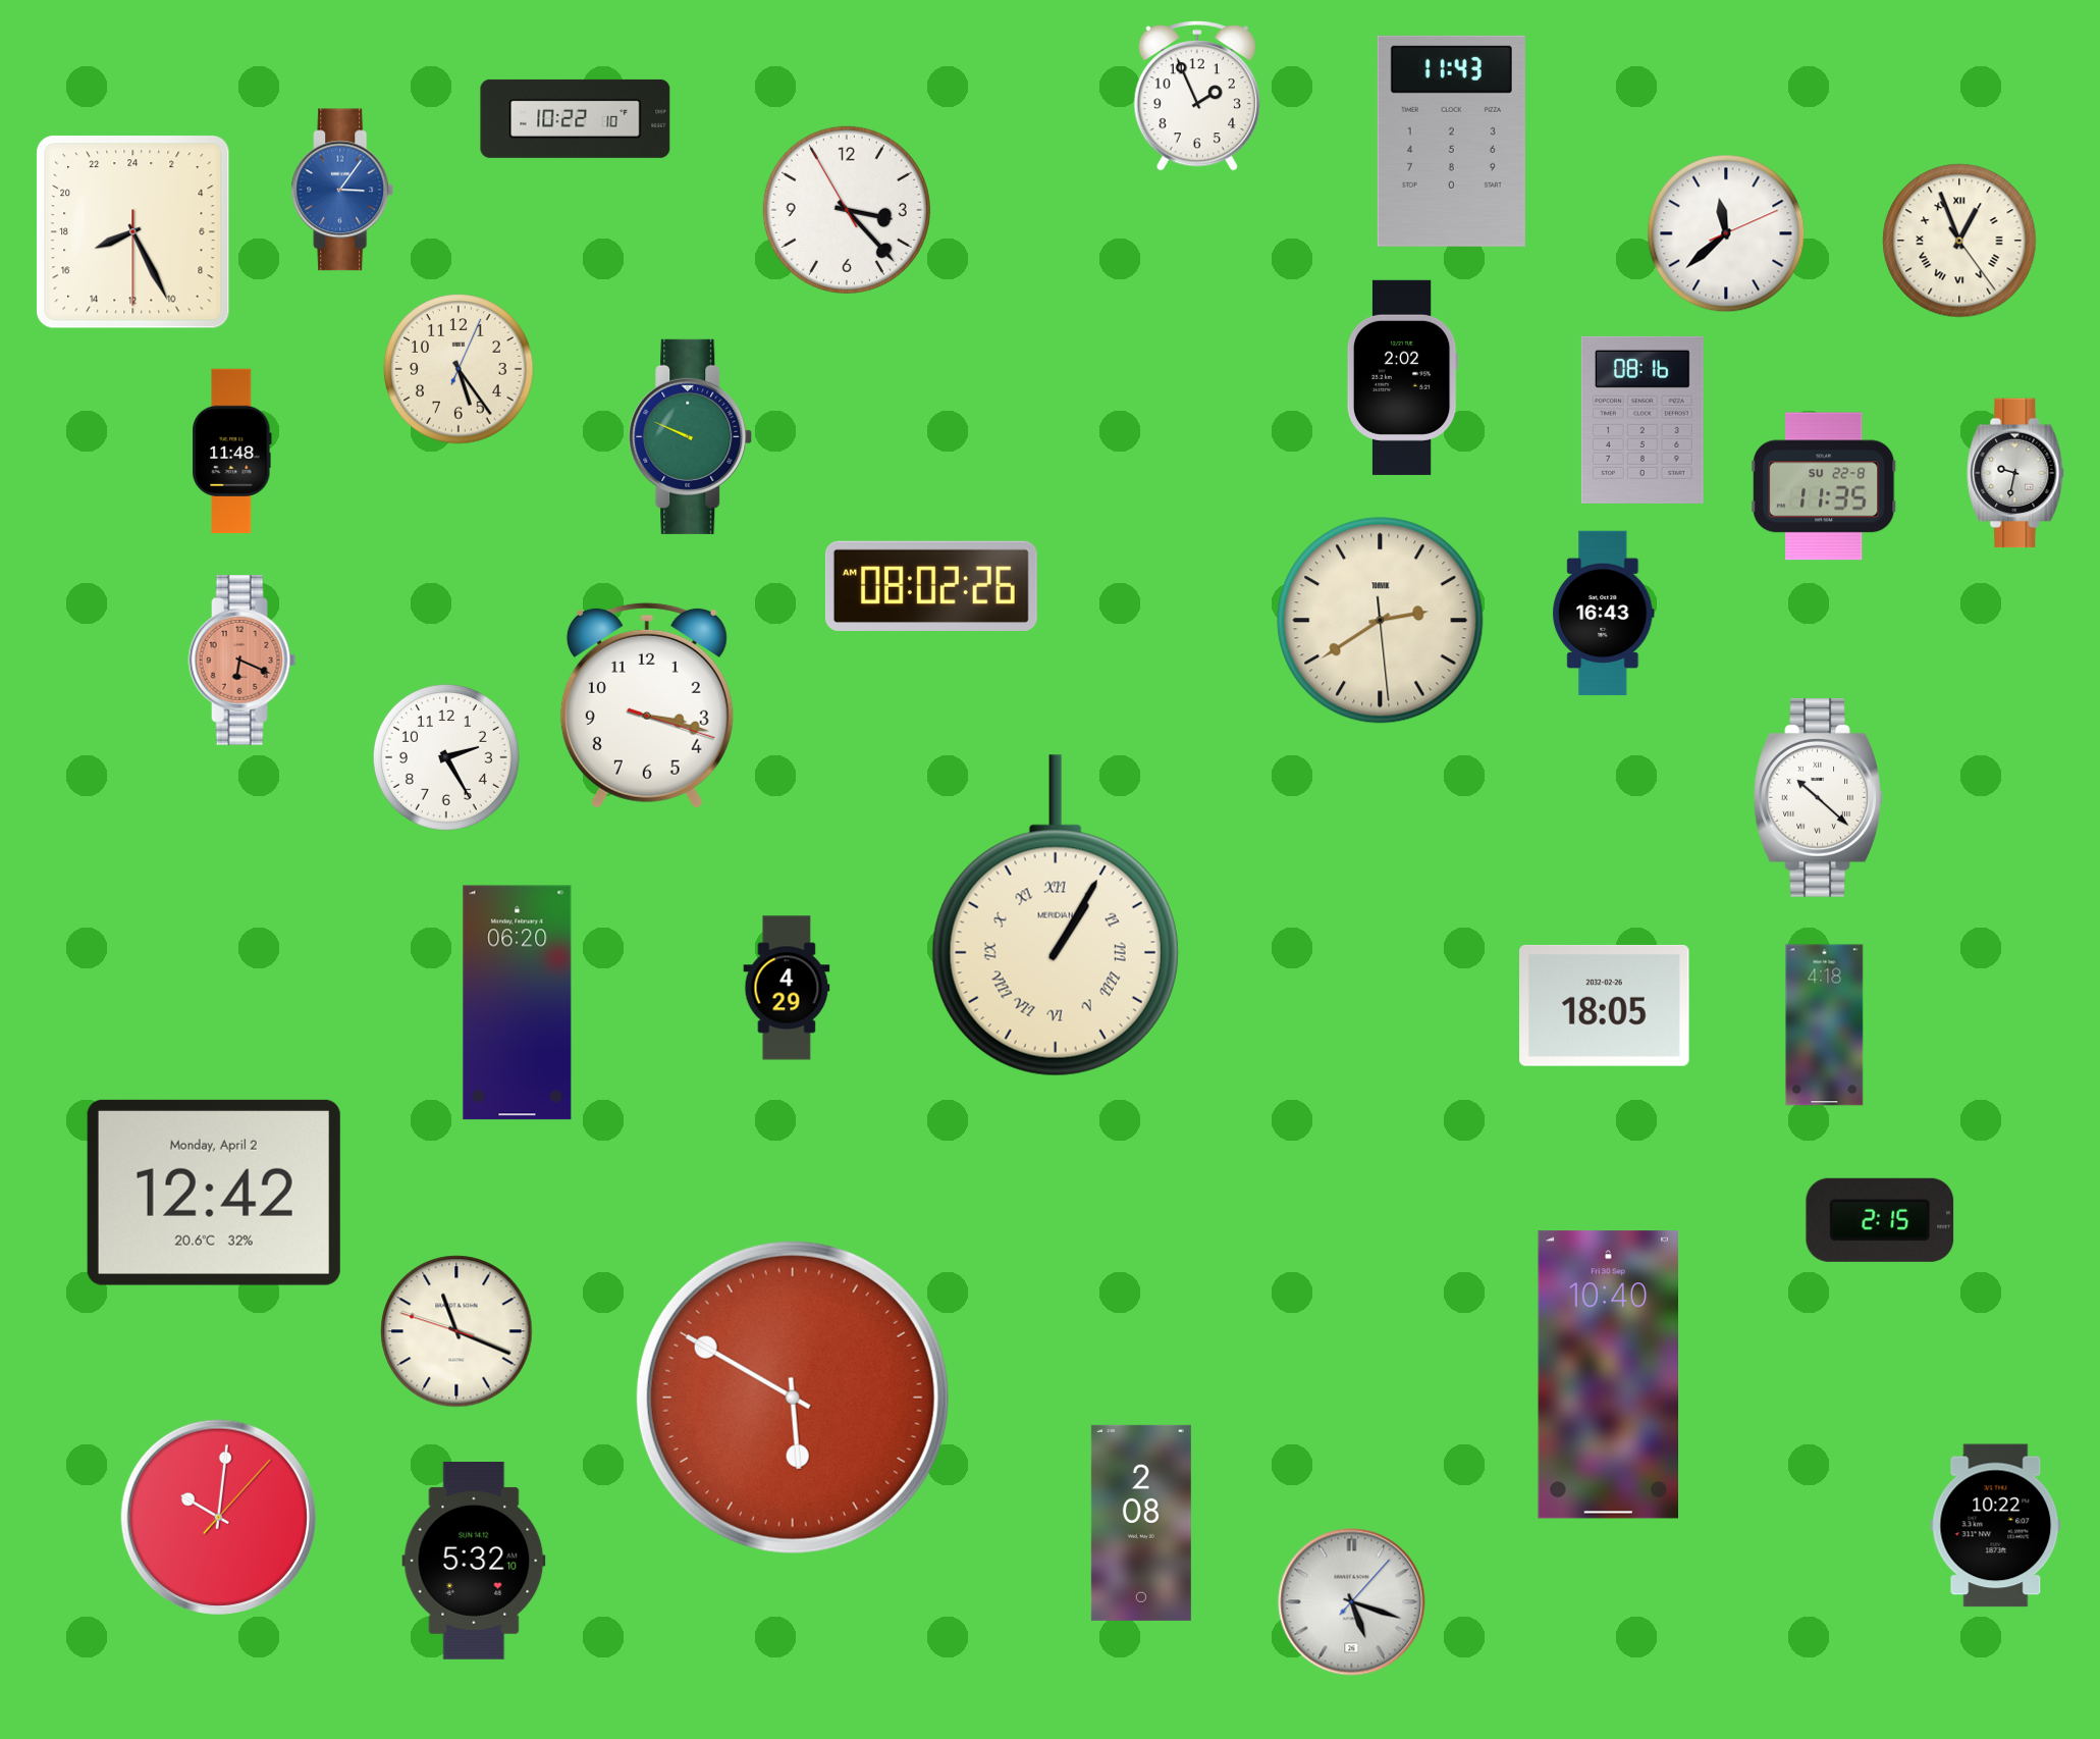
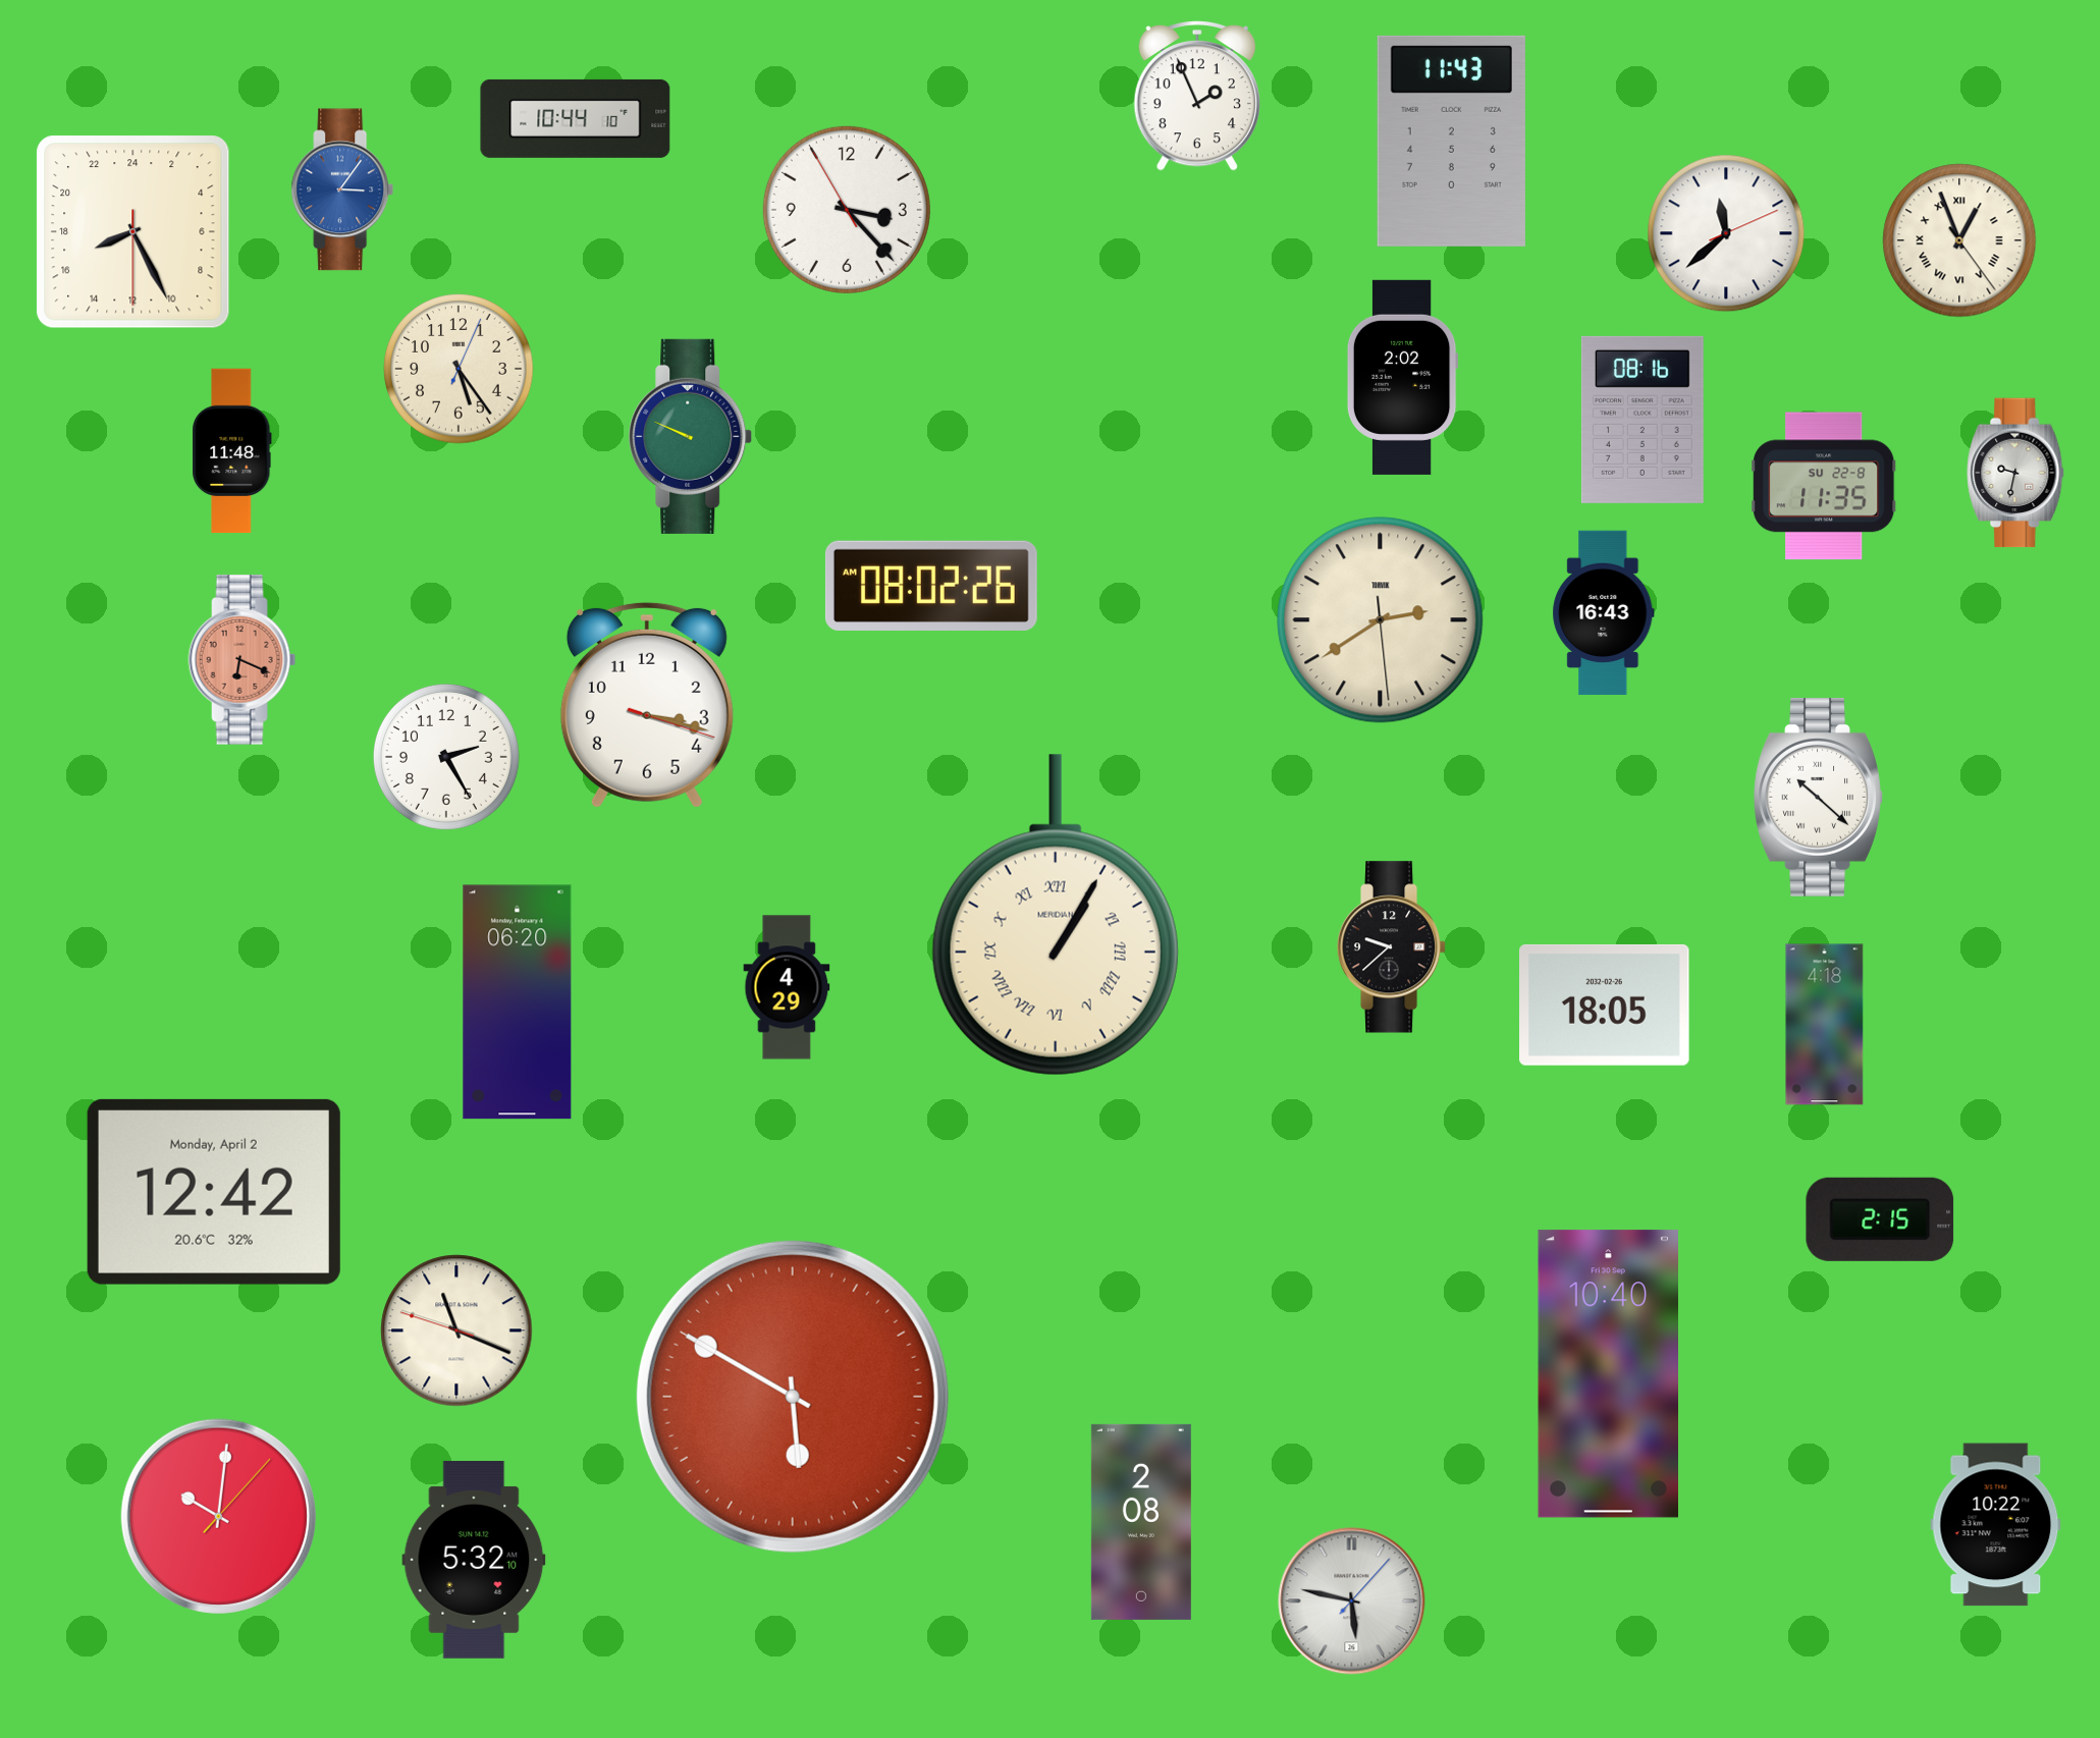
clock at (576, 118): 10:22 -> 10:44
clock at (1392, 947): none -> 9:38
clock at (1352, 1602): 5:18 -> 5:47
